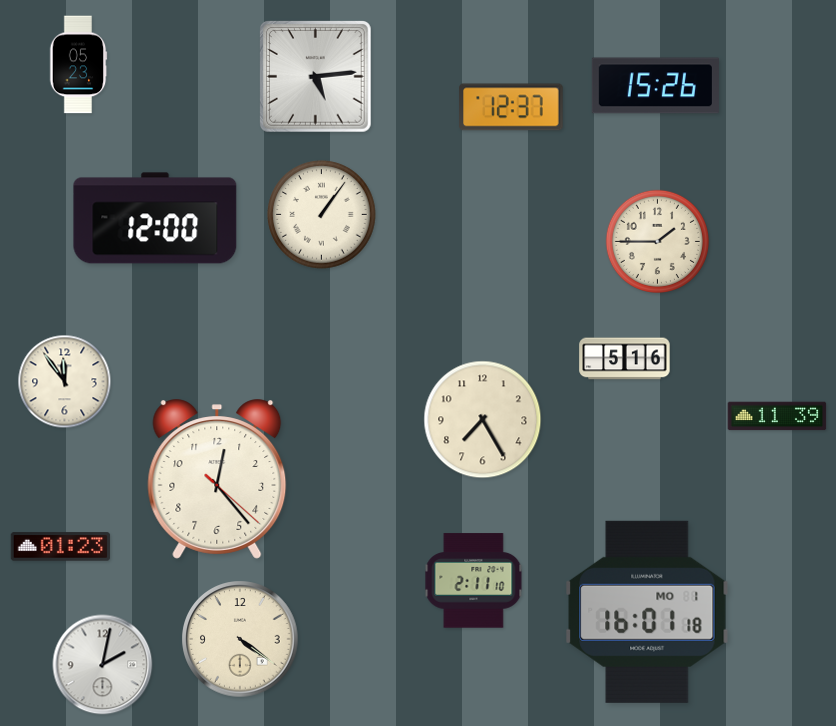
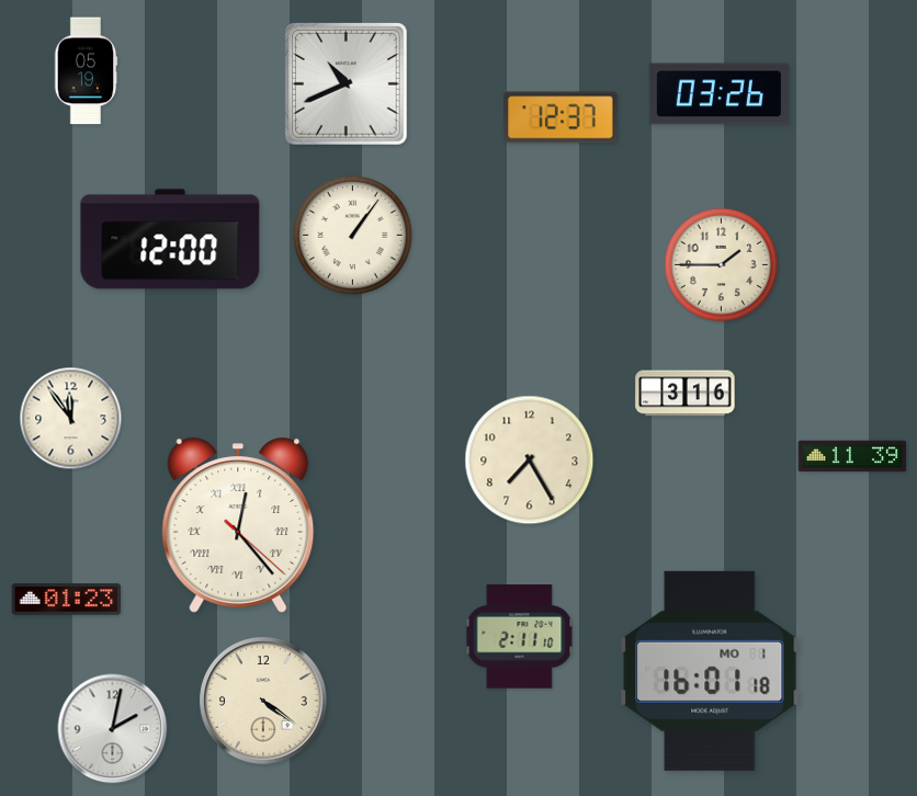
clock at (78, 65): 05:23 -> 05:19
clock at (316, 77): 5:14 -> 10:41
clock at (655, 86): 15:26 -> 03:26
clock at (625, 359): 5:16 -> 3:16
clock at (217, 479) numerals: Arabic -> Roman
